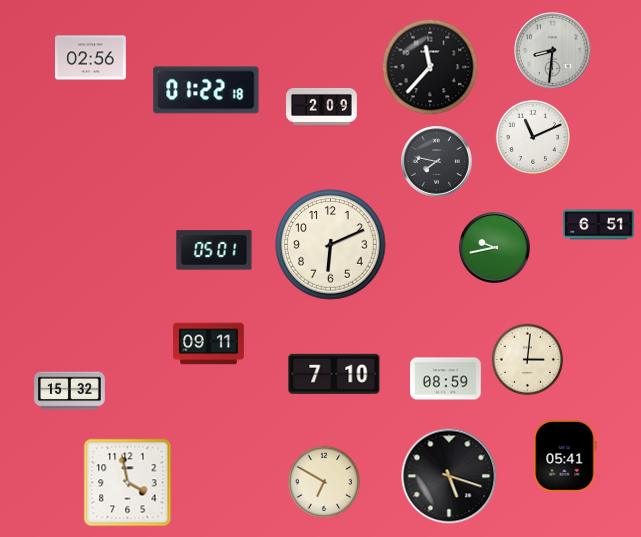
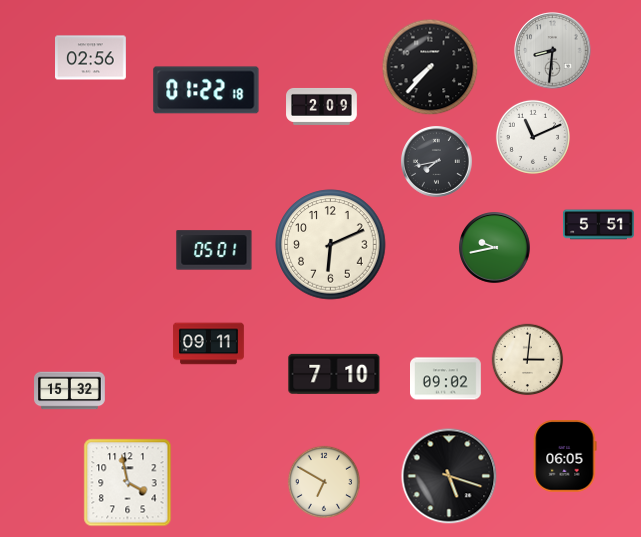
clock at (430, 67): 11:37 -> 7:37
clock at (437, 162): 7:47 -> 7:43
clock at (599, 225): 6:51 -> 5:51
clock at (446, 379): 08:59 -> 09:02
clock at (565, 456): 05:41 -> 06:05
